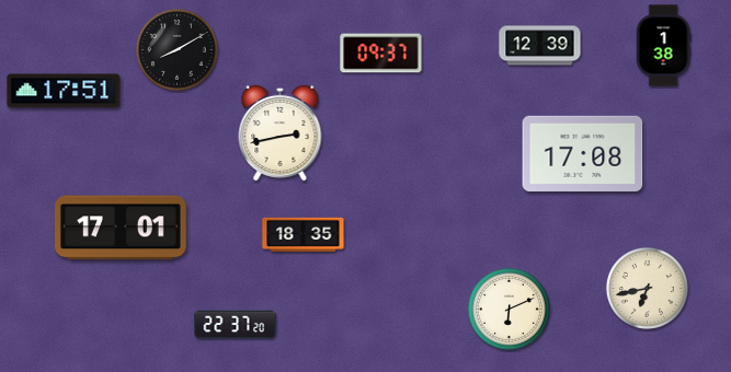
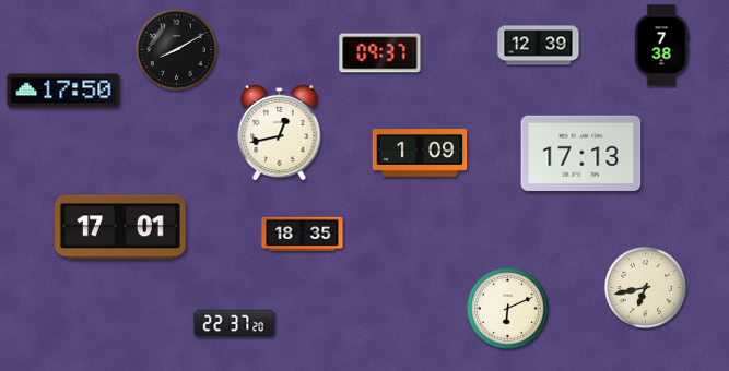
clock at (663, 46): 1:38 -> 7:38
clock at (64, 91): 17:51 -> 17:50
clock at (281, 132): 2:43 -> 12:43
clock at (583, 153): 17:08 -> 17:13
clock at (420, 154): none -> 1:09
